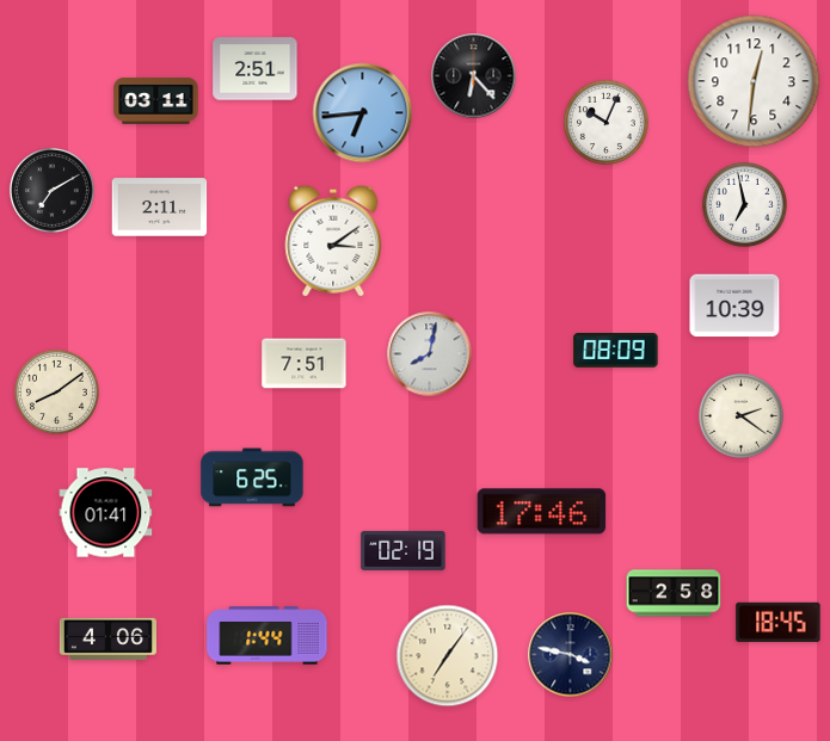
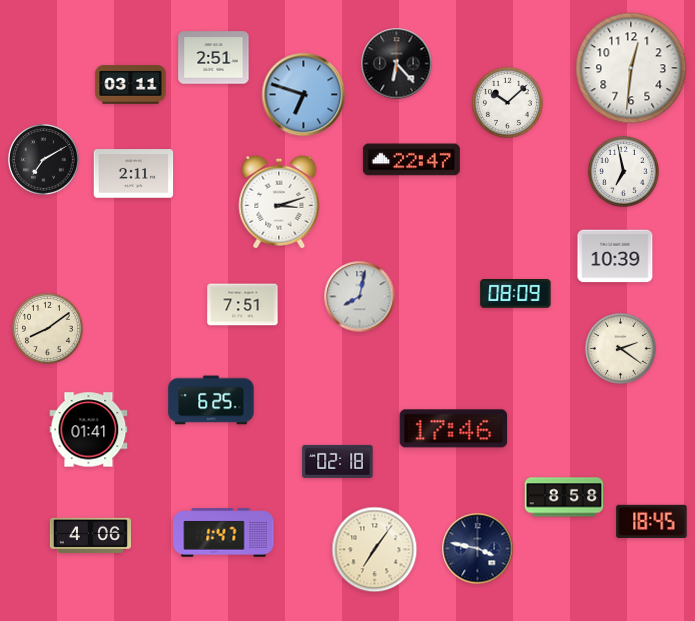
clock at (363, 113): 6:44 -> 6:48
clock at (605, 122): 10:04 -> 10:08
clock at (411, 160): none -> 22:47
clock at (333, 241): 3:09 -> 3:12
clock at (305, 364) position: (305, 364) -> (243, 305)
clock at (404, 550): 02:19 -> 02:18
clock at (674, 593): 2:58 -> 8:58
clock at (268, 636): 1:44 -> 1:47
